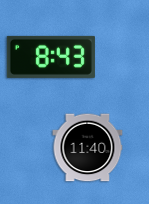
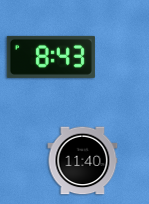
clock at (88, 148) position: (88, 148) -> (83, 161)
